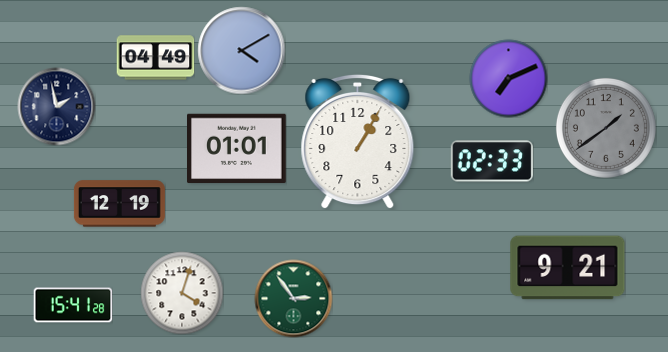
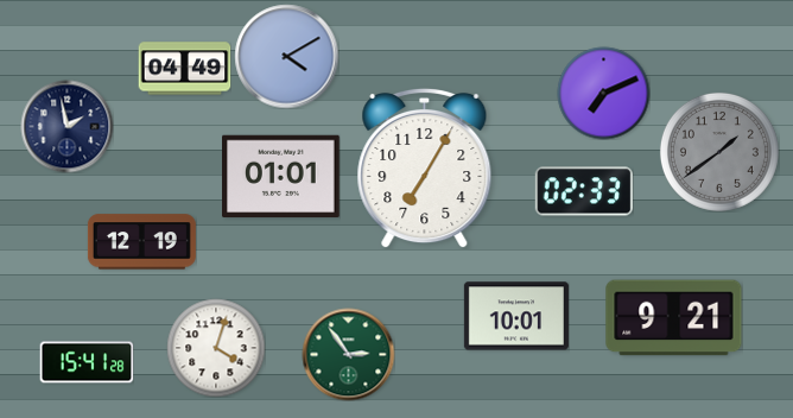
clock at (241, 50) position: (241, 50) -> (286, 56)
clock at (358, 141): 1:05 -> 7:05
clock at (516, 316): none -> 10:01
